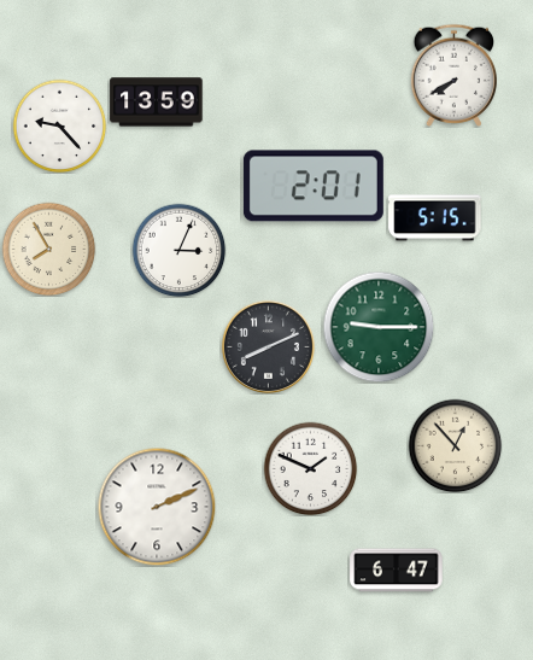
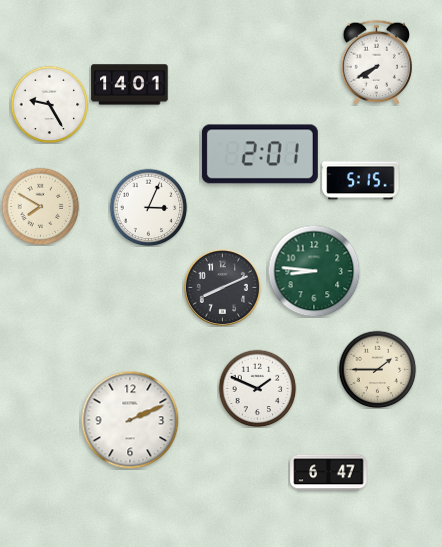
clock at (157, 103): 13:59 -> 14:01
clock at (59, 125): 9:23 -> 9:25
clock at (48, 249): 7:55 -> 7:50
clock at (379, 327): 9:15 -> 8:46
clock at (455, 445): 12:53 -> 1:45
